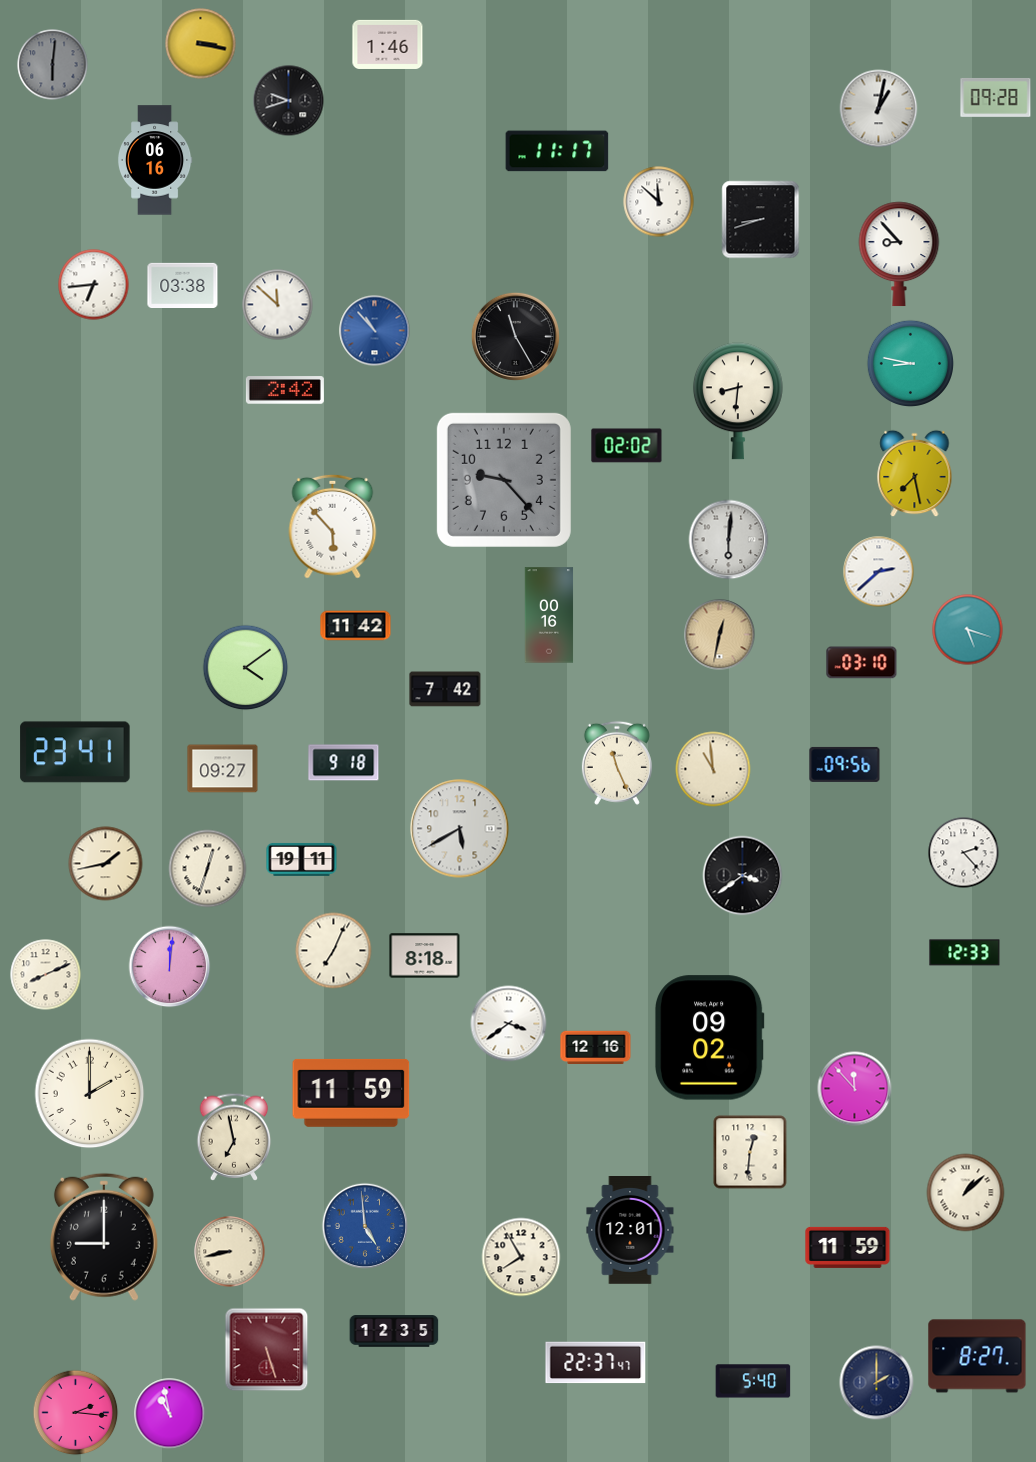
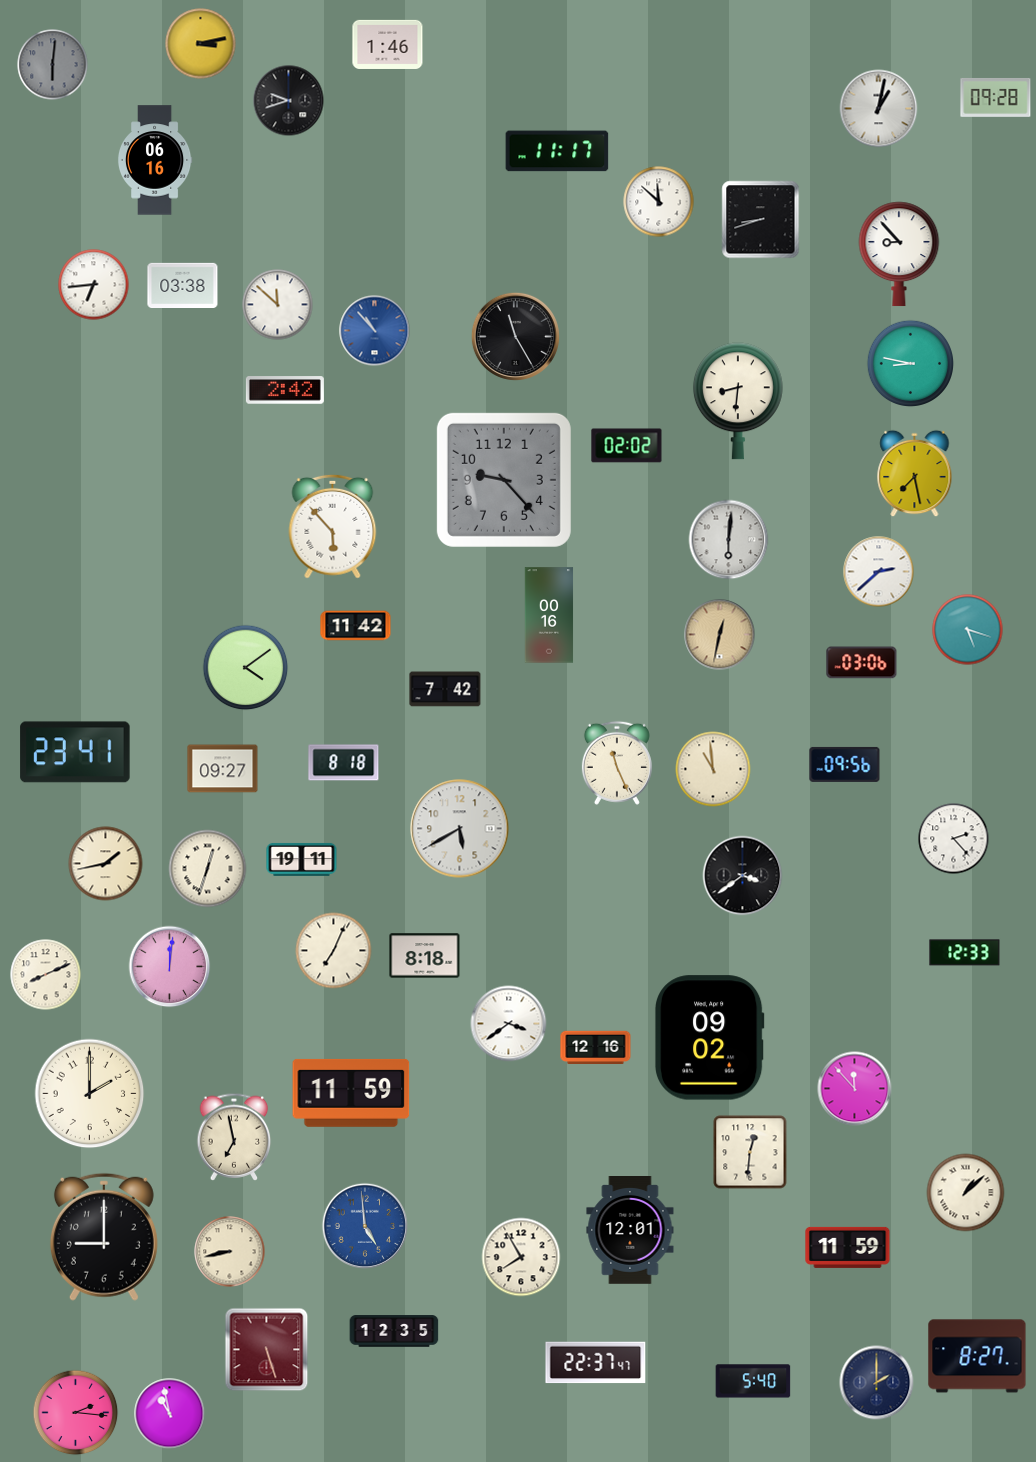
clock at (201, 44): 3:17 -> 3:13
clock at (862, 663): 03:10 -> 03:06
clock at (344, 763): 9:18 -> 8:18
clock at (964, 853) position: (964, 853) -> (954, 839)
